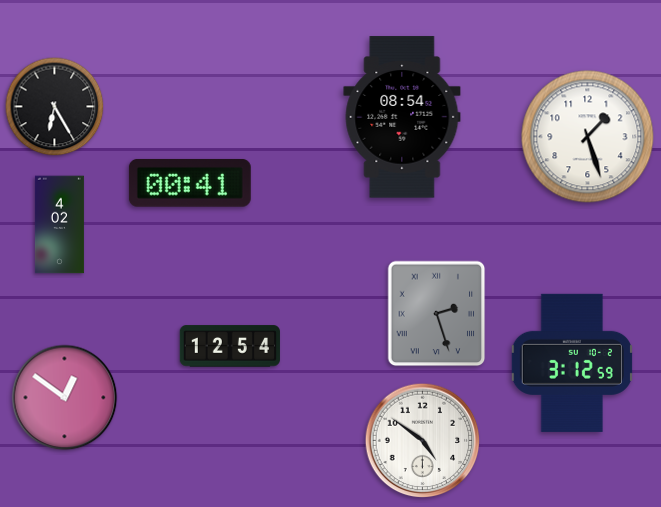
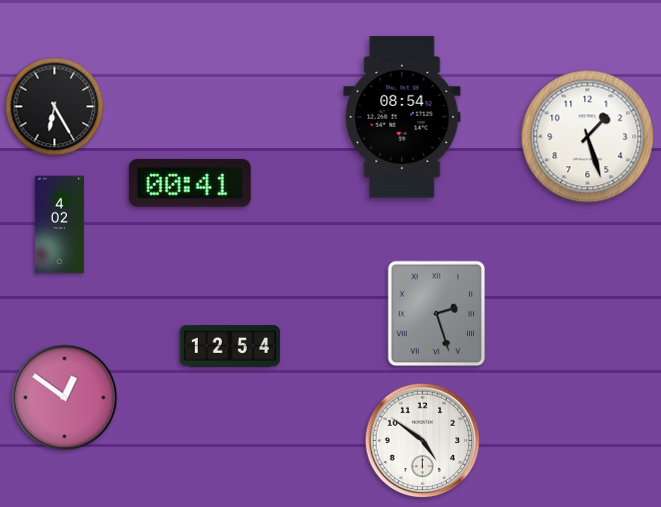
clock at (572, 363): 3:12 -> none
